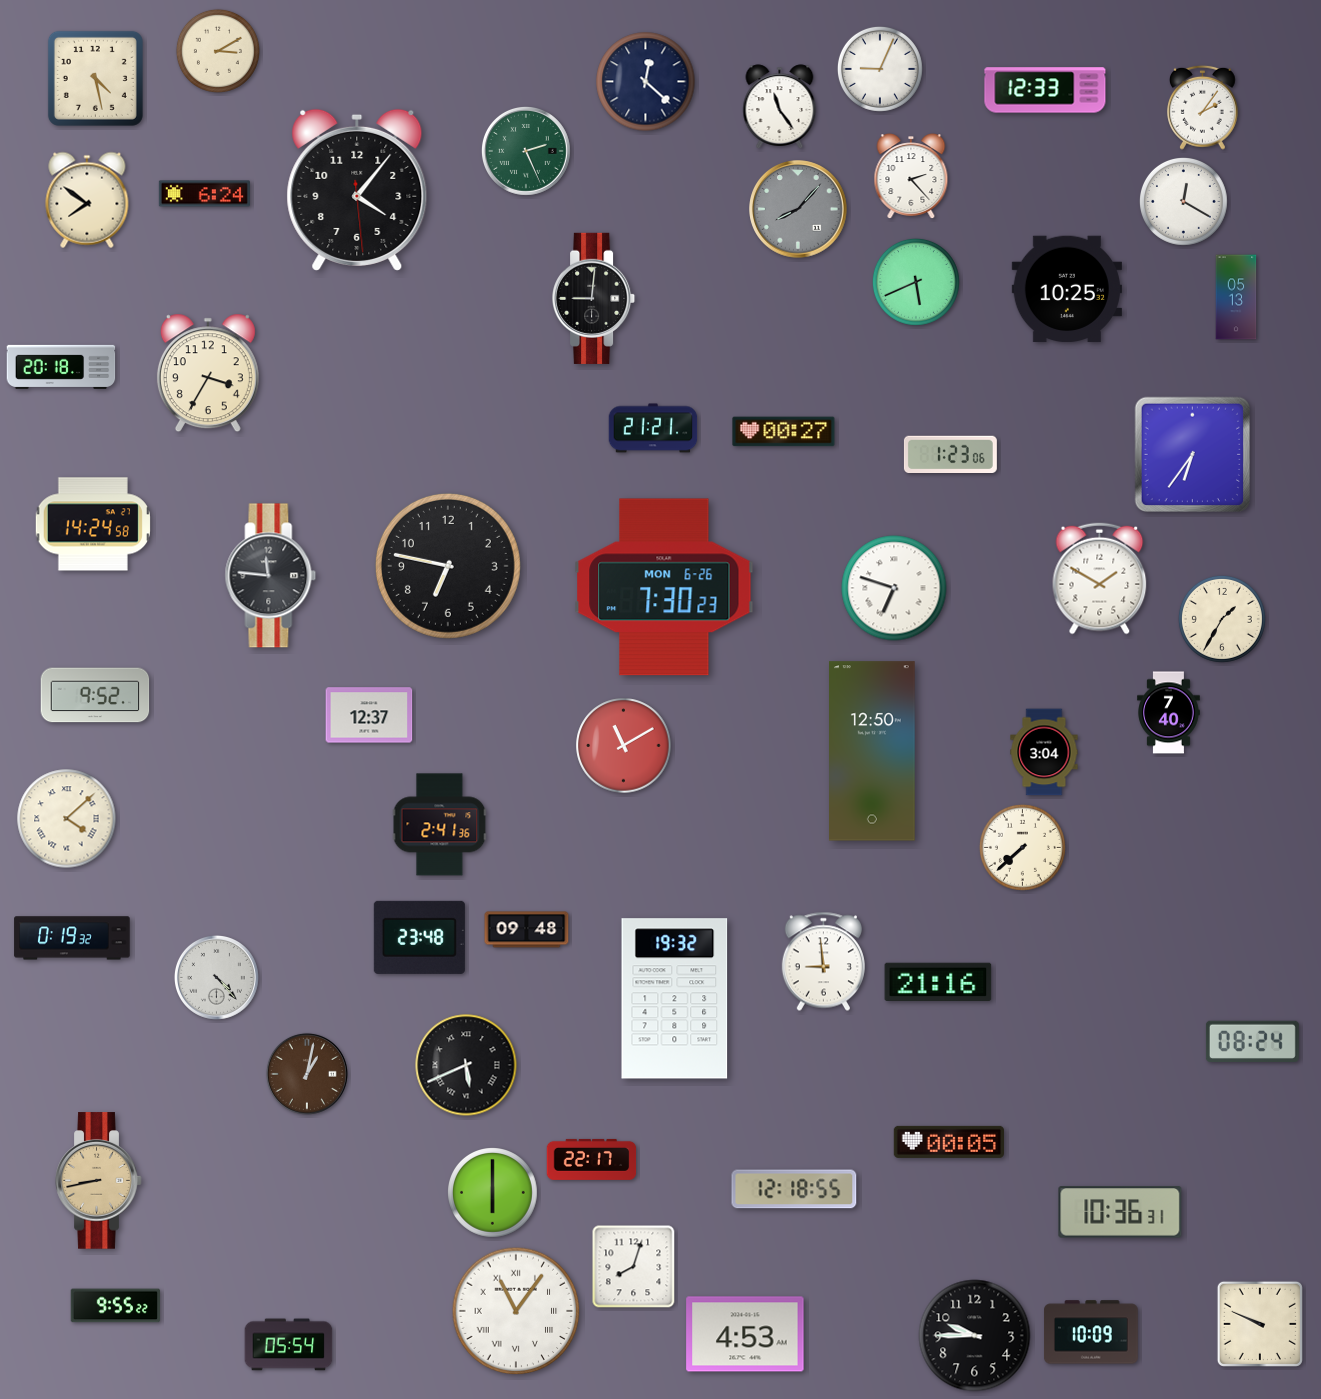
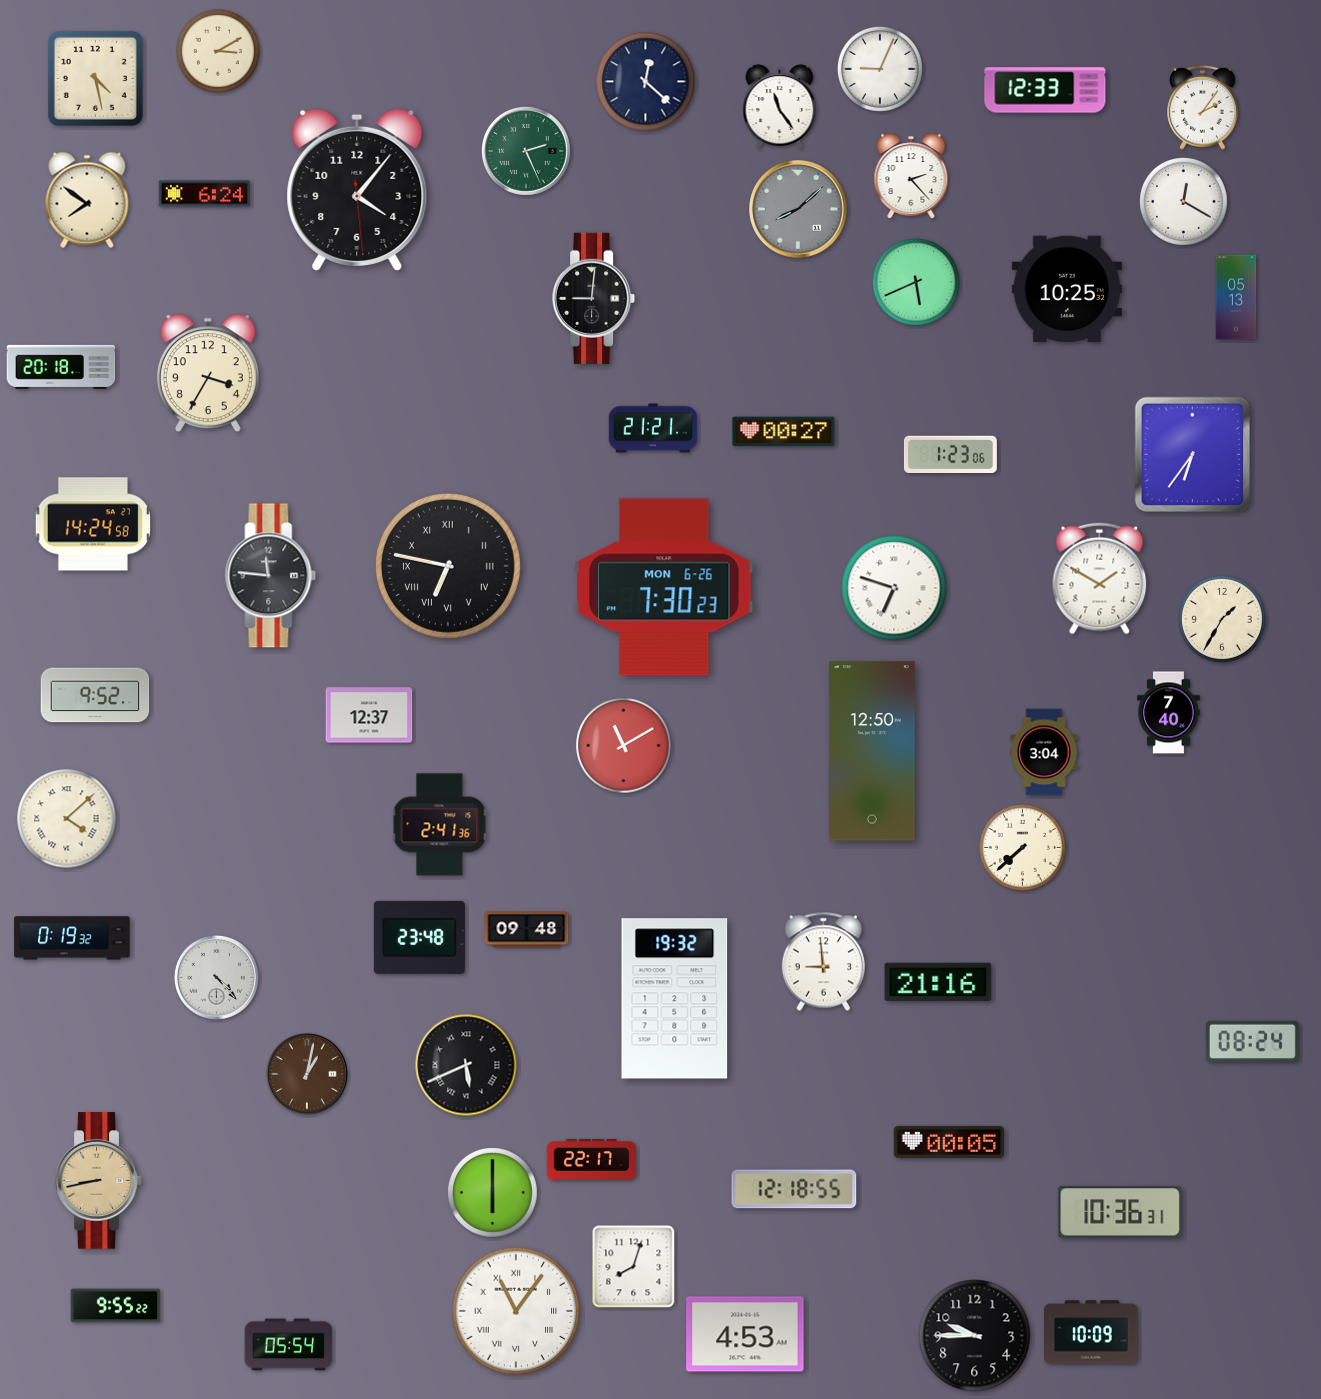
clock at (798, 209): 8:07 -> 8:08
clock at (448, 566) numerals: Arabic -> Roman
clock at (1260, 1324): 9:49 -> none
